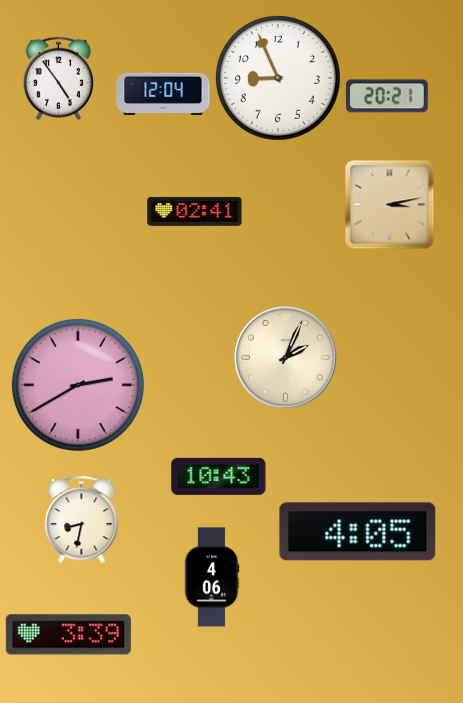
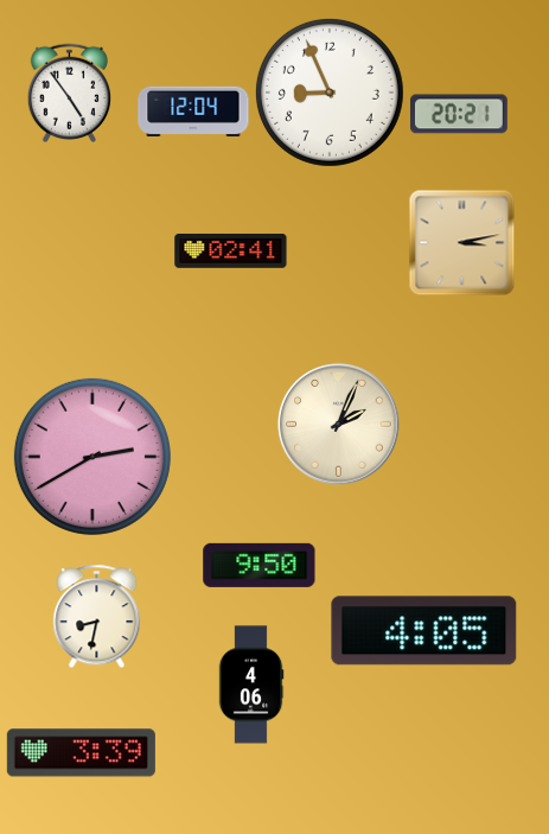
clock at (219, 476): 10:43 -> 9:50
